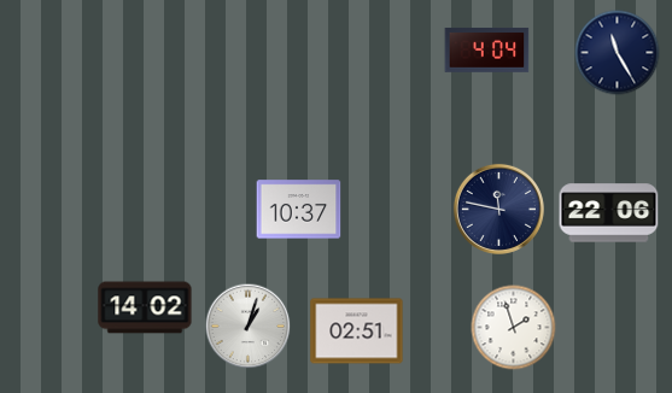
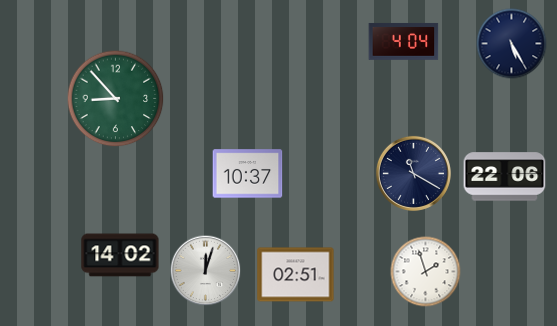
clock at (618, 53): 11:25 -> 5:25
clock at (116, 99): none -> 8:53
clock at (498, 209): 11:47 -> 11:20
clock at (249, 327): 1:03 -> 12:03
